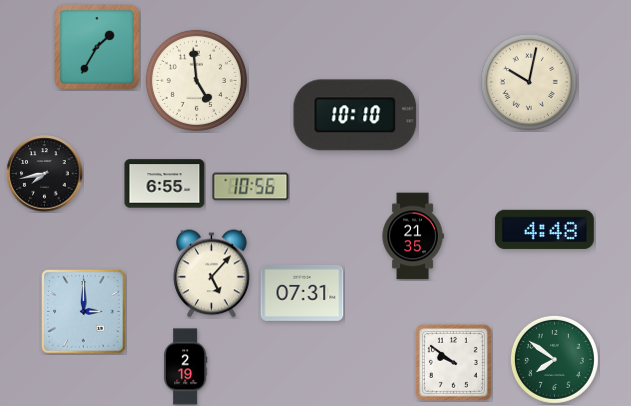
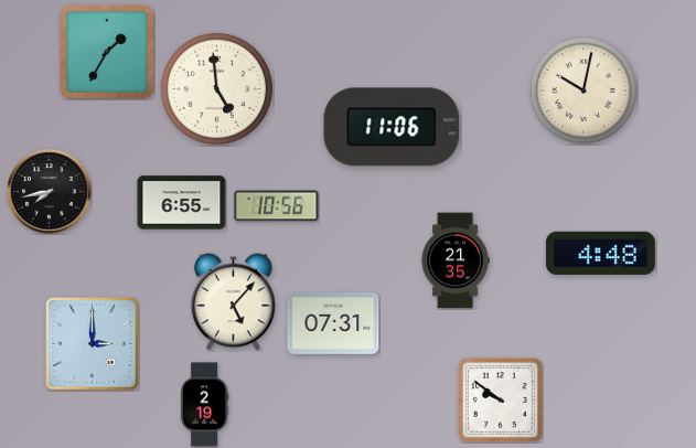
clock at (355, 115): 10:10 -> 11:06
clock at (554, 359): 7:51 -> none
